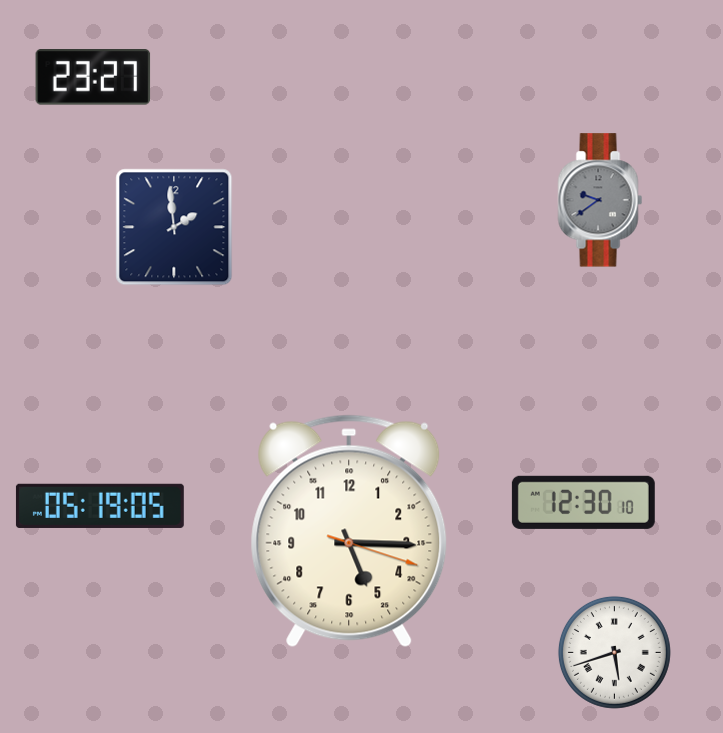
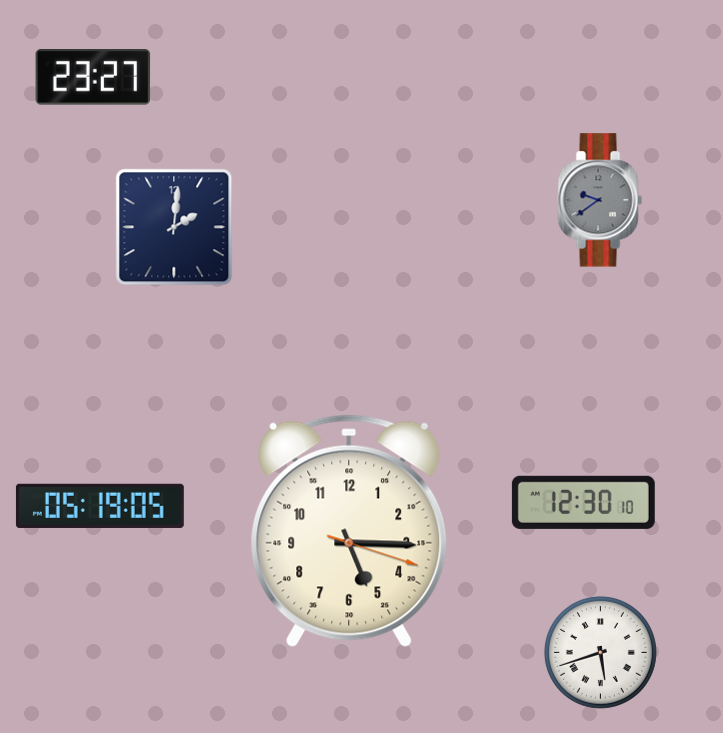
clock at (174, 227): 1:59 -> 2:01
clock at (614, 652) position: (614, 652) -> (600, 652)
